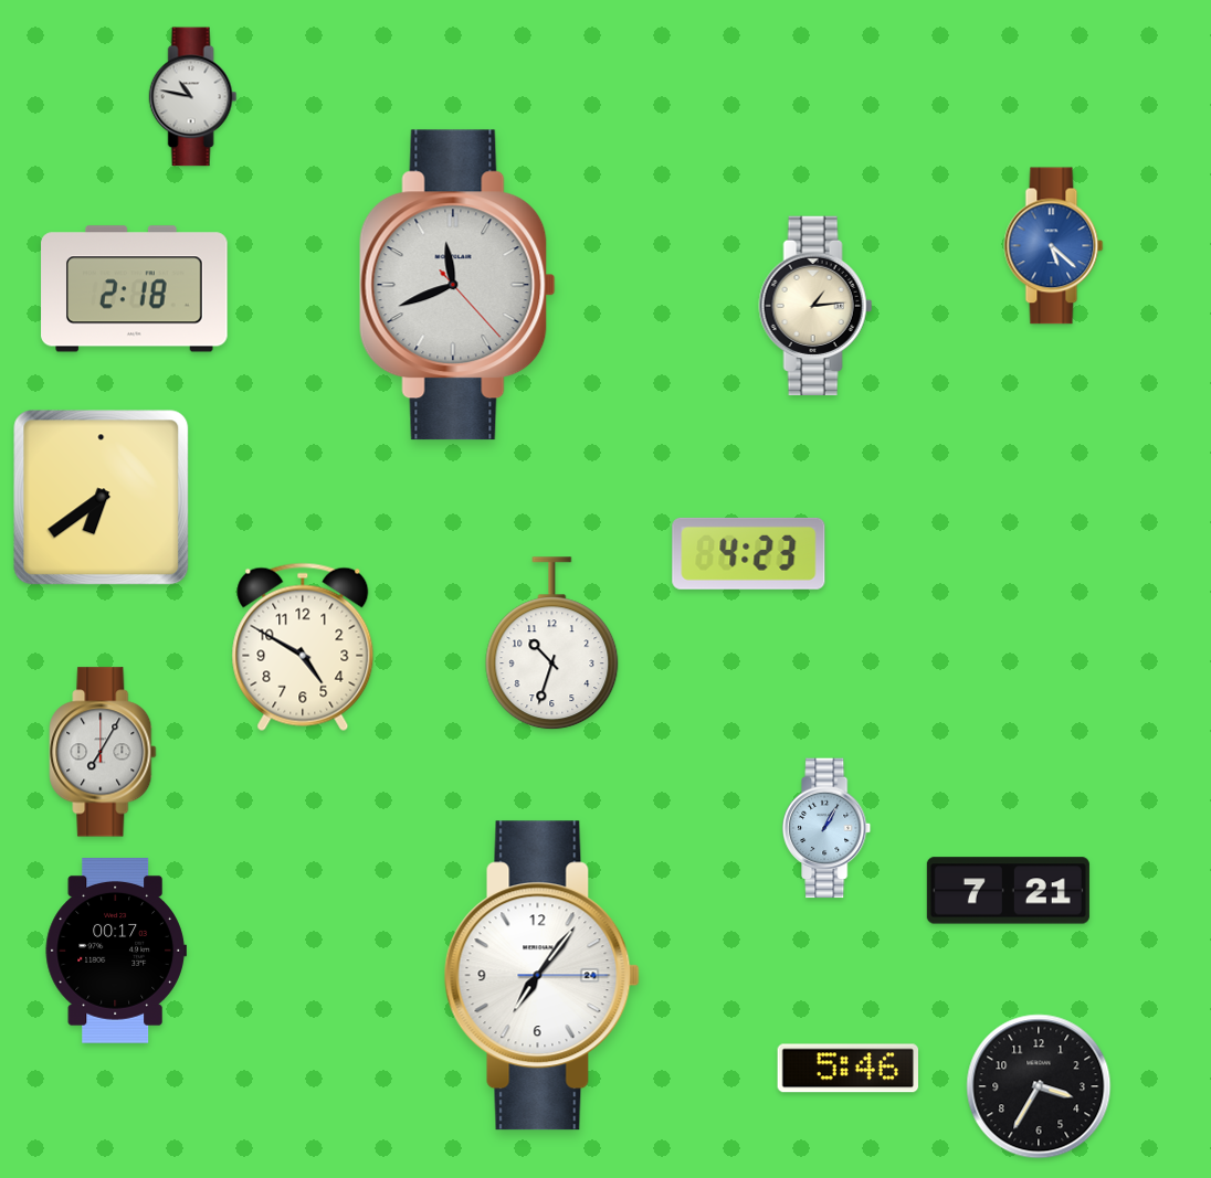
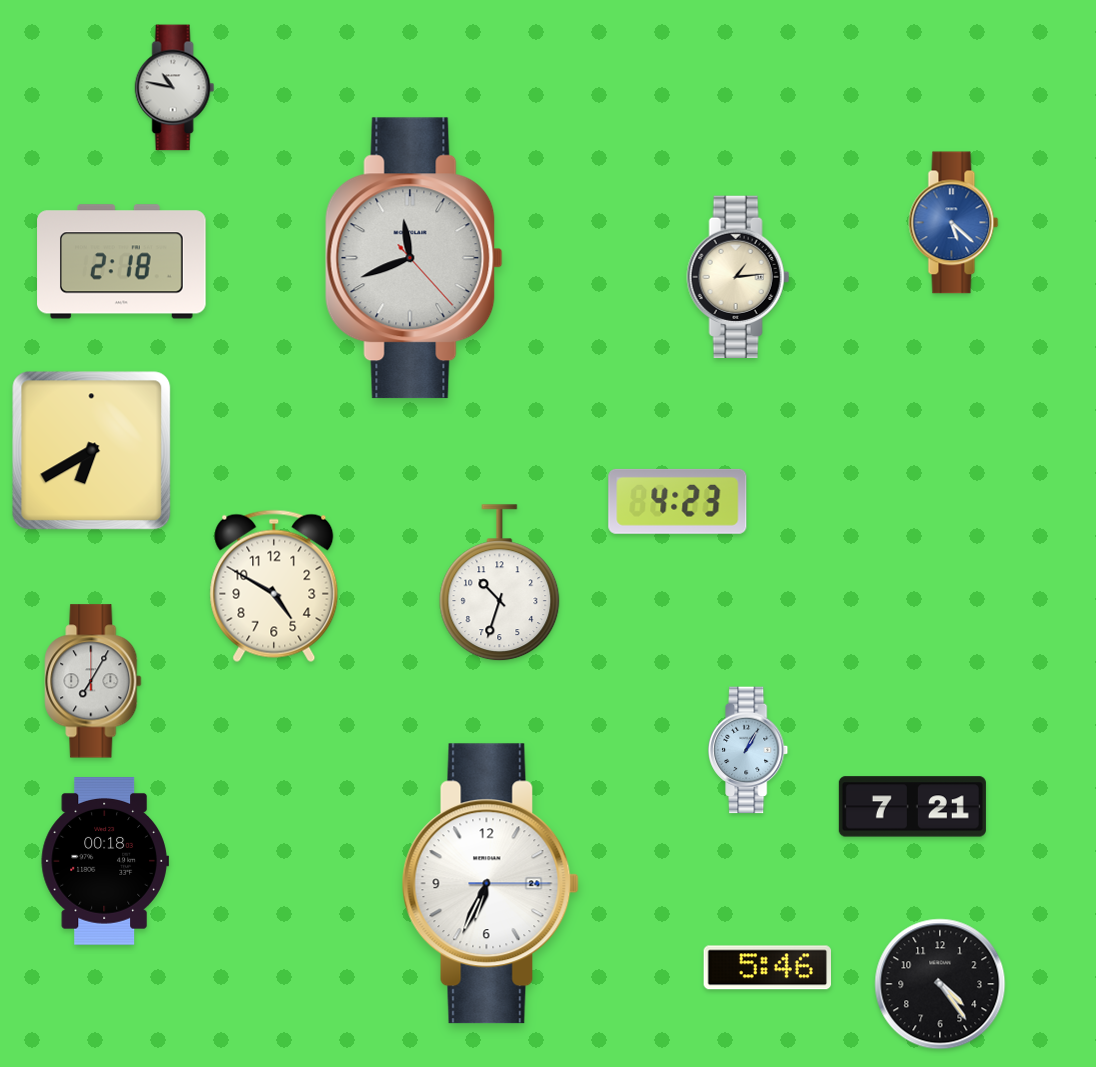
clock at (102, 498): 6:39 -> 6:40
clock at (116, 952): 00:17 -> 00:18
clock at (541, 976): 7:06 -> 6:34
clock at (1039, 1086): 3:35 -> 4:24
